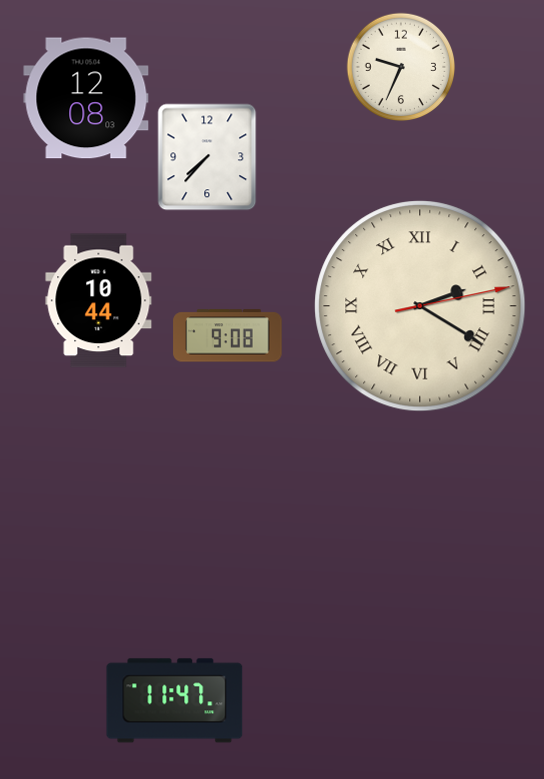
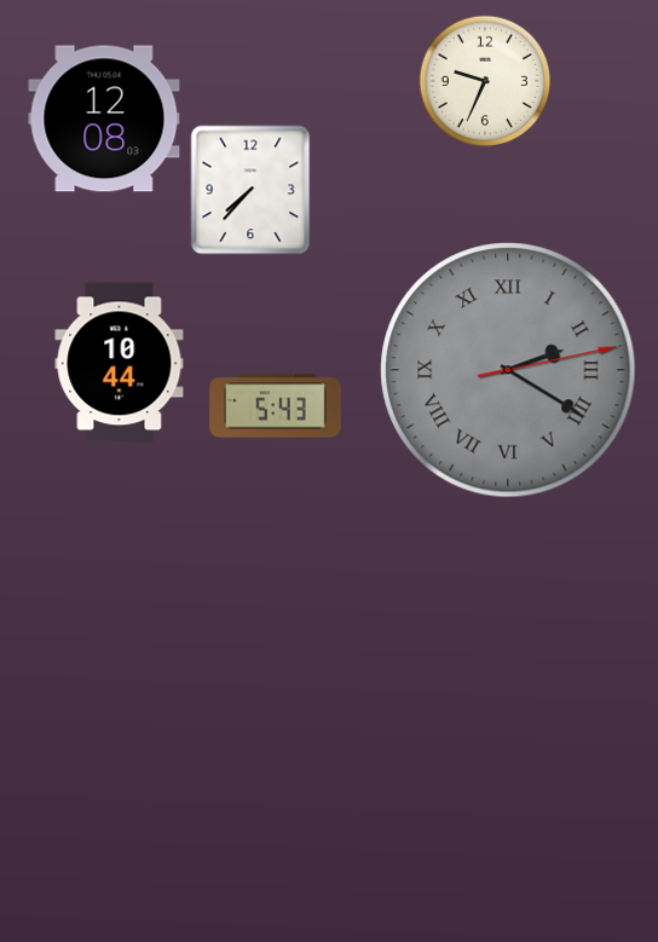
clock at (420, 306) dial: cream -> grey
clock at (228, 336): 9:08 -> 5:43
clock at (175, 701): 11:47 -> none
